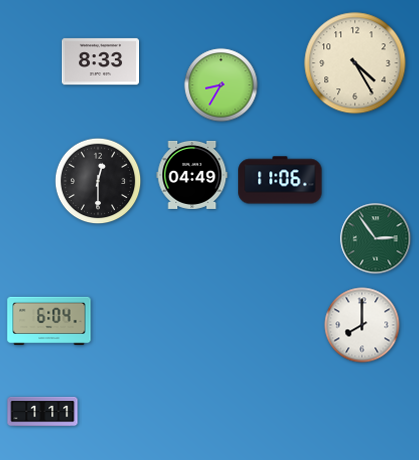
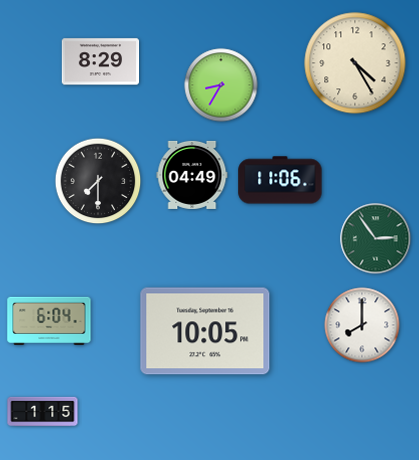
clock at (101, 62): 8:33 -> 8:29
clock at (98, 181): 12:30 -> 7:30
clock at (205, 331): none -> 10:05
clock at (43, 412): 1:11 -> 1:15
